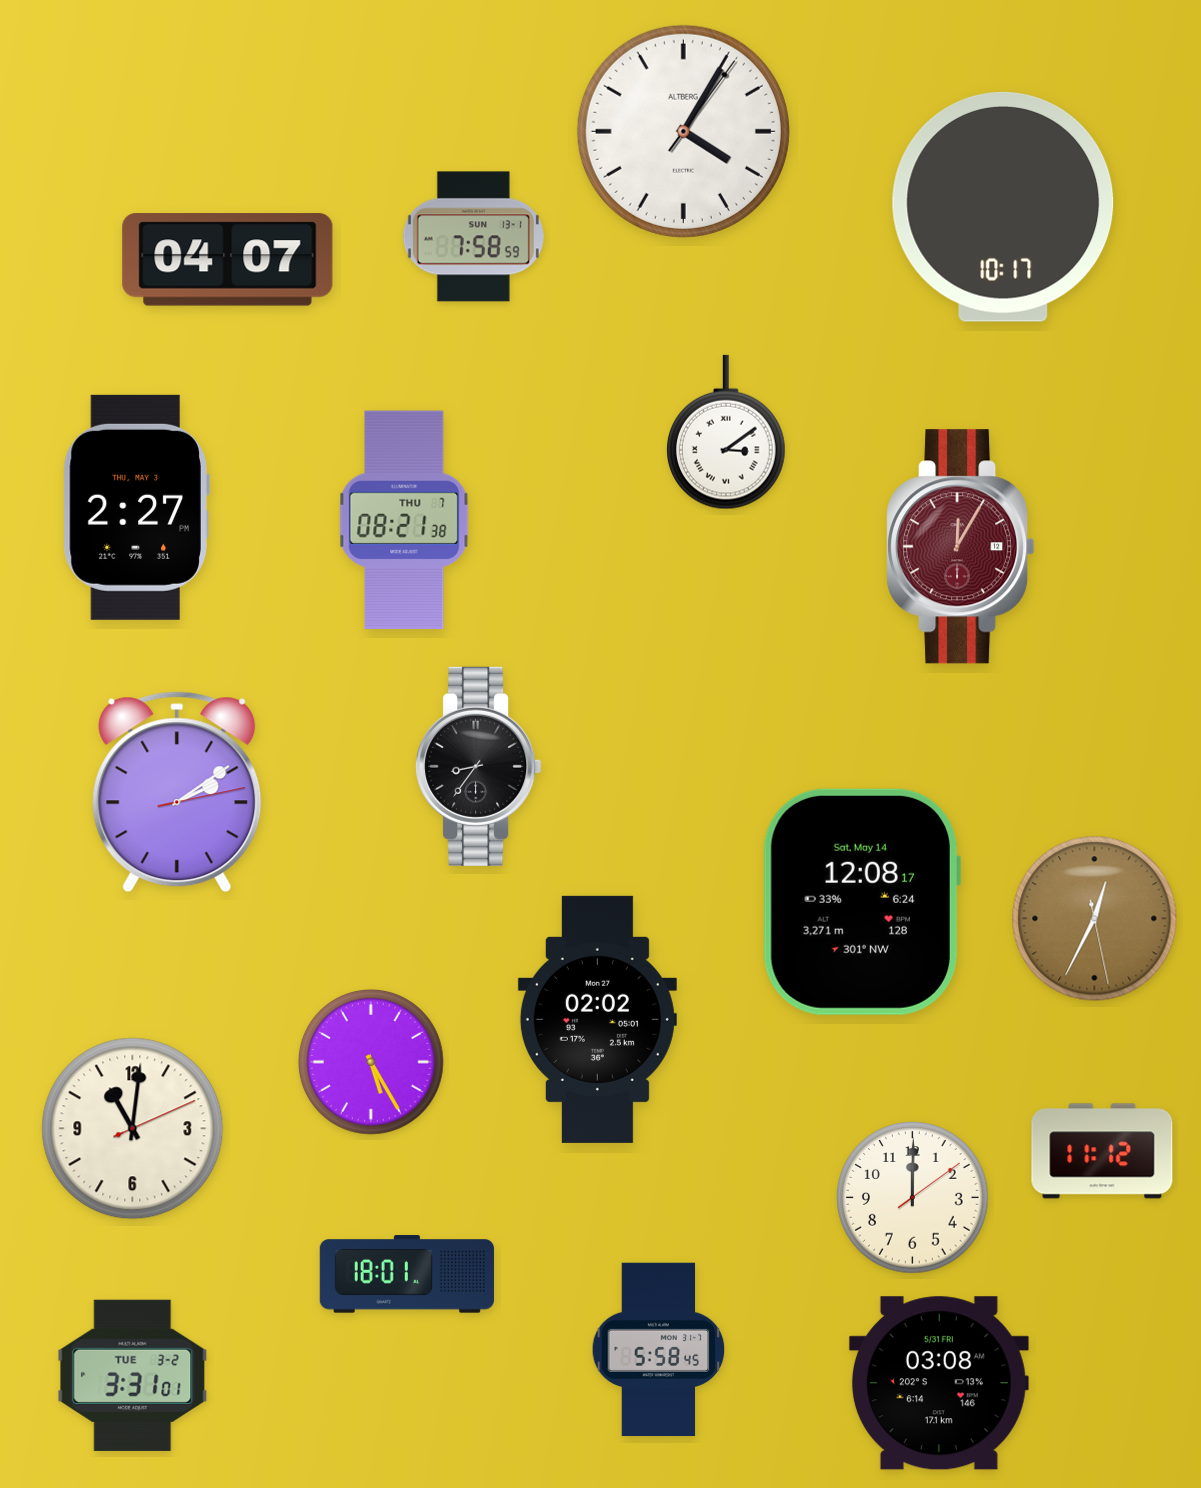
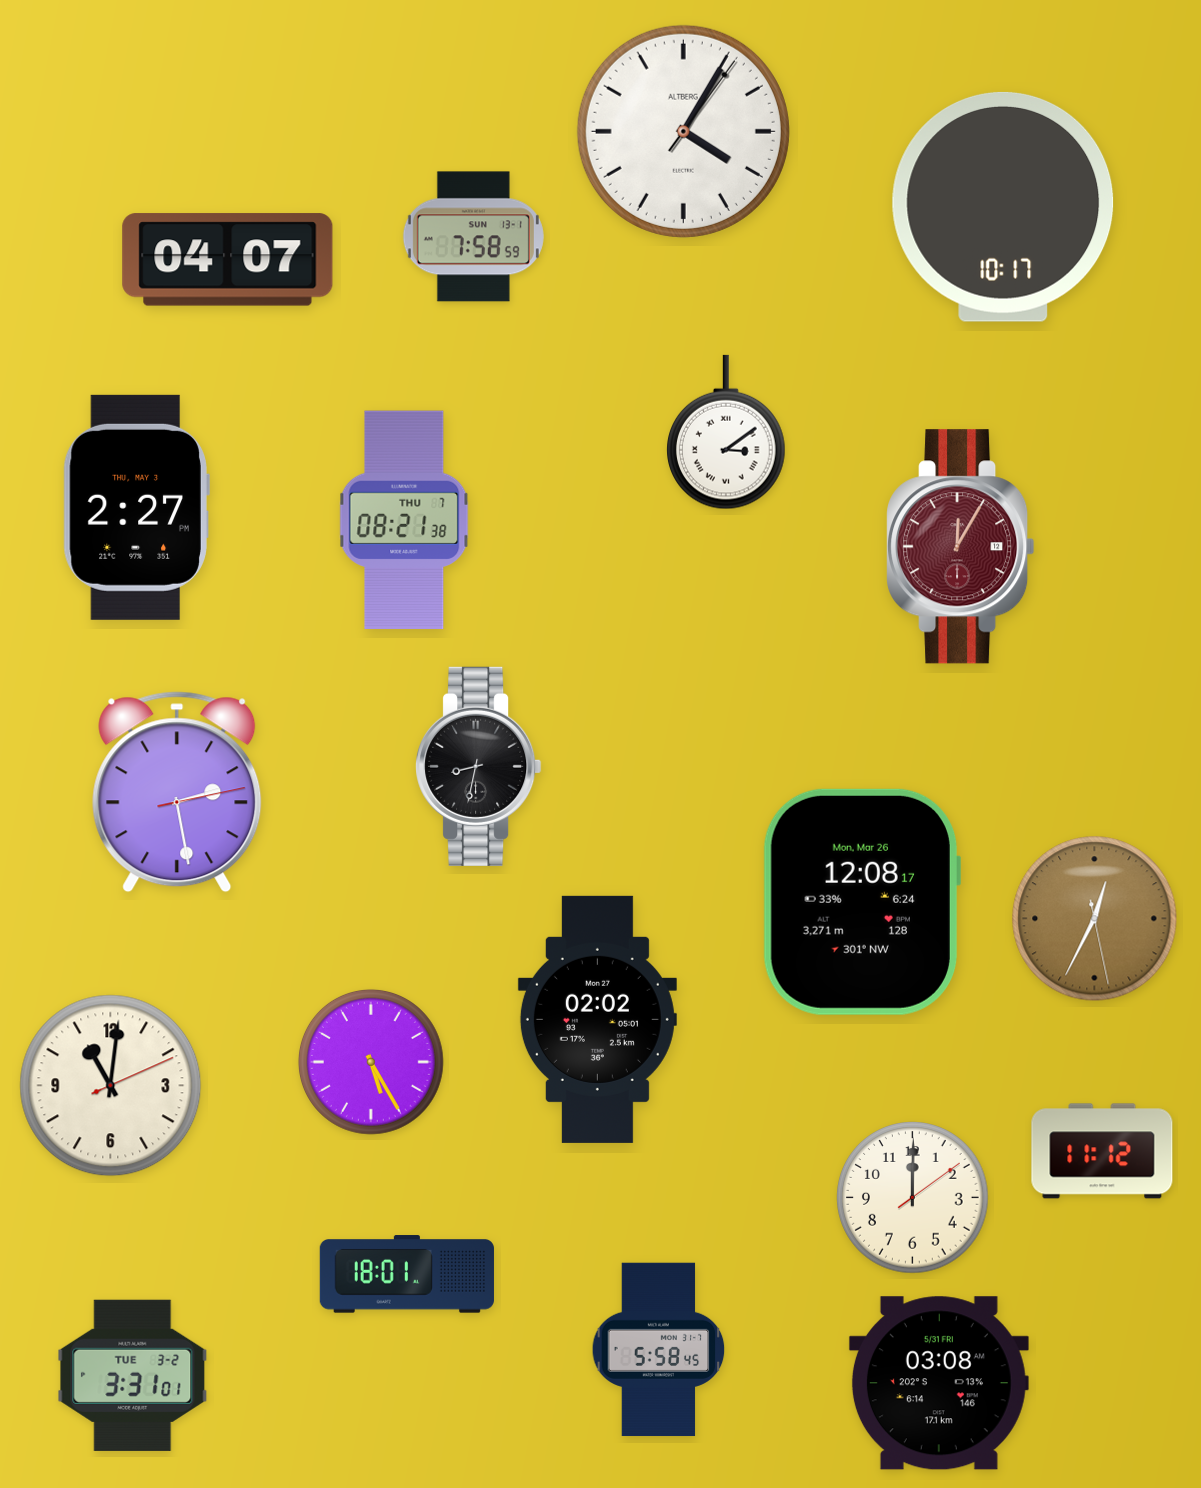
clock at (479, 766): 8:36 -> 8:32
clock at (177, 792): 2:09 -> 2:28
clock at (861, 902) date: Sat, May 14 -> Mon, Mar 26
clock at (133, 1129) position: (133, 1129) -> (111, 1086)
